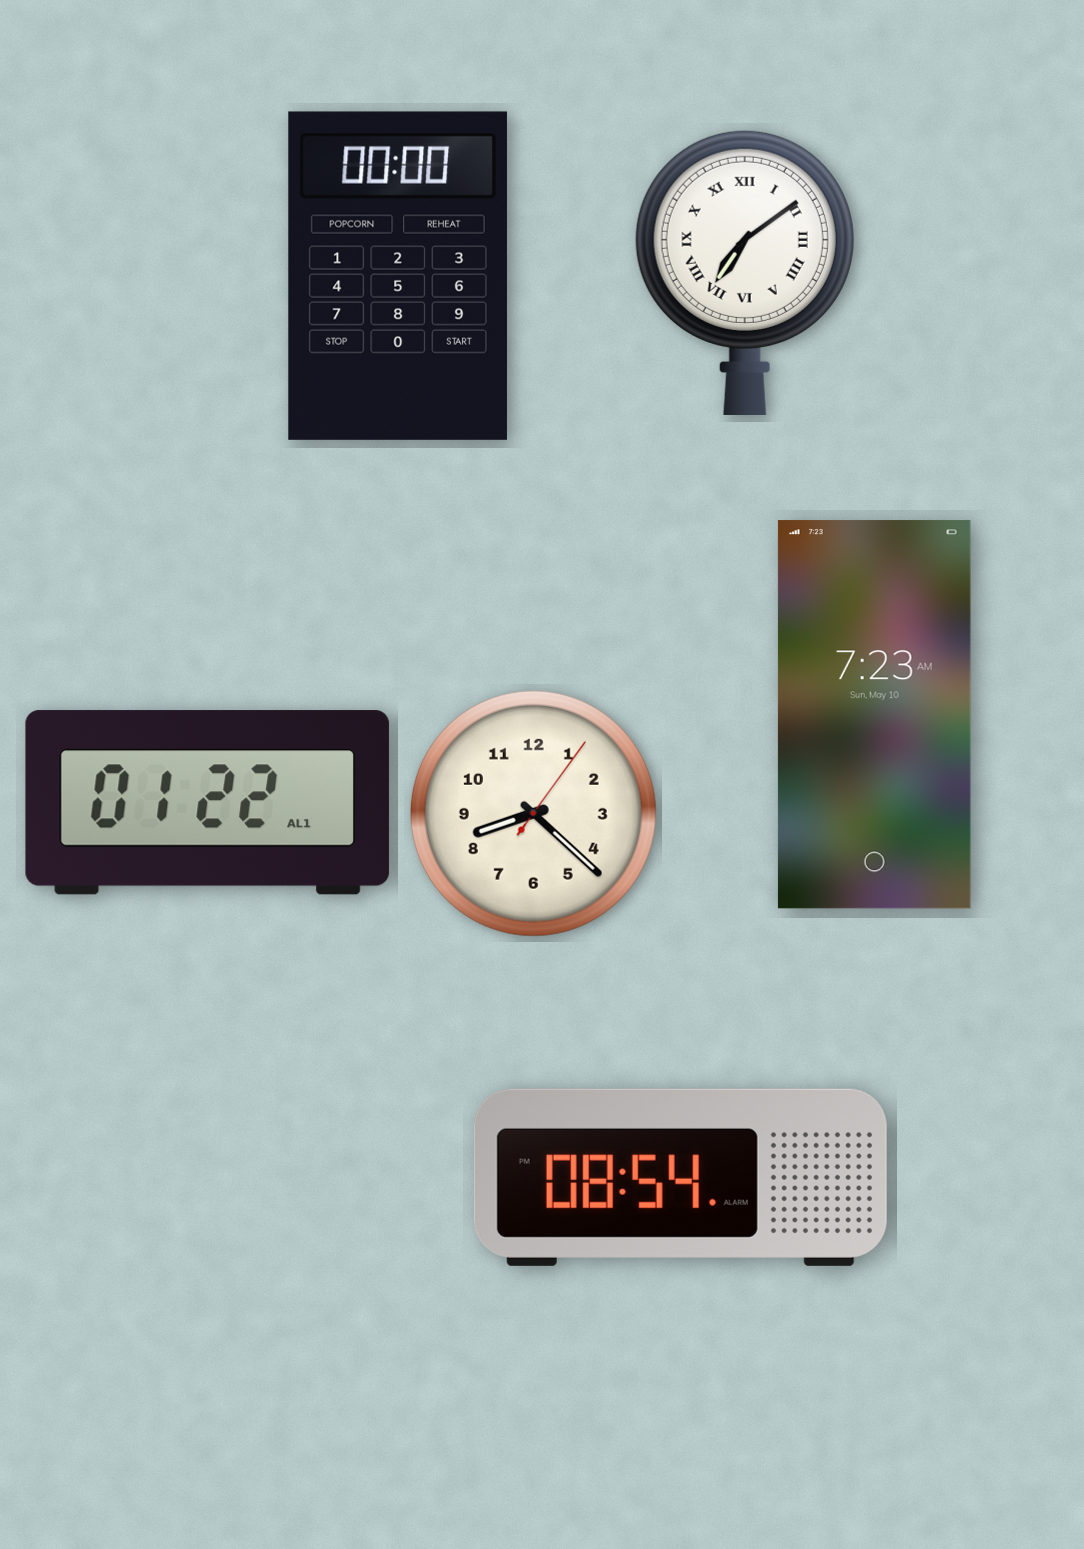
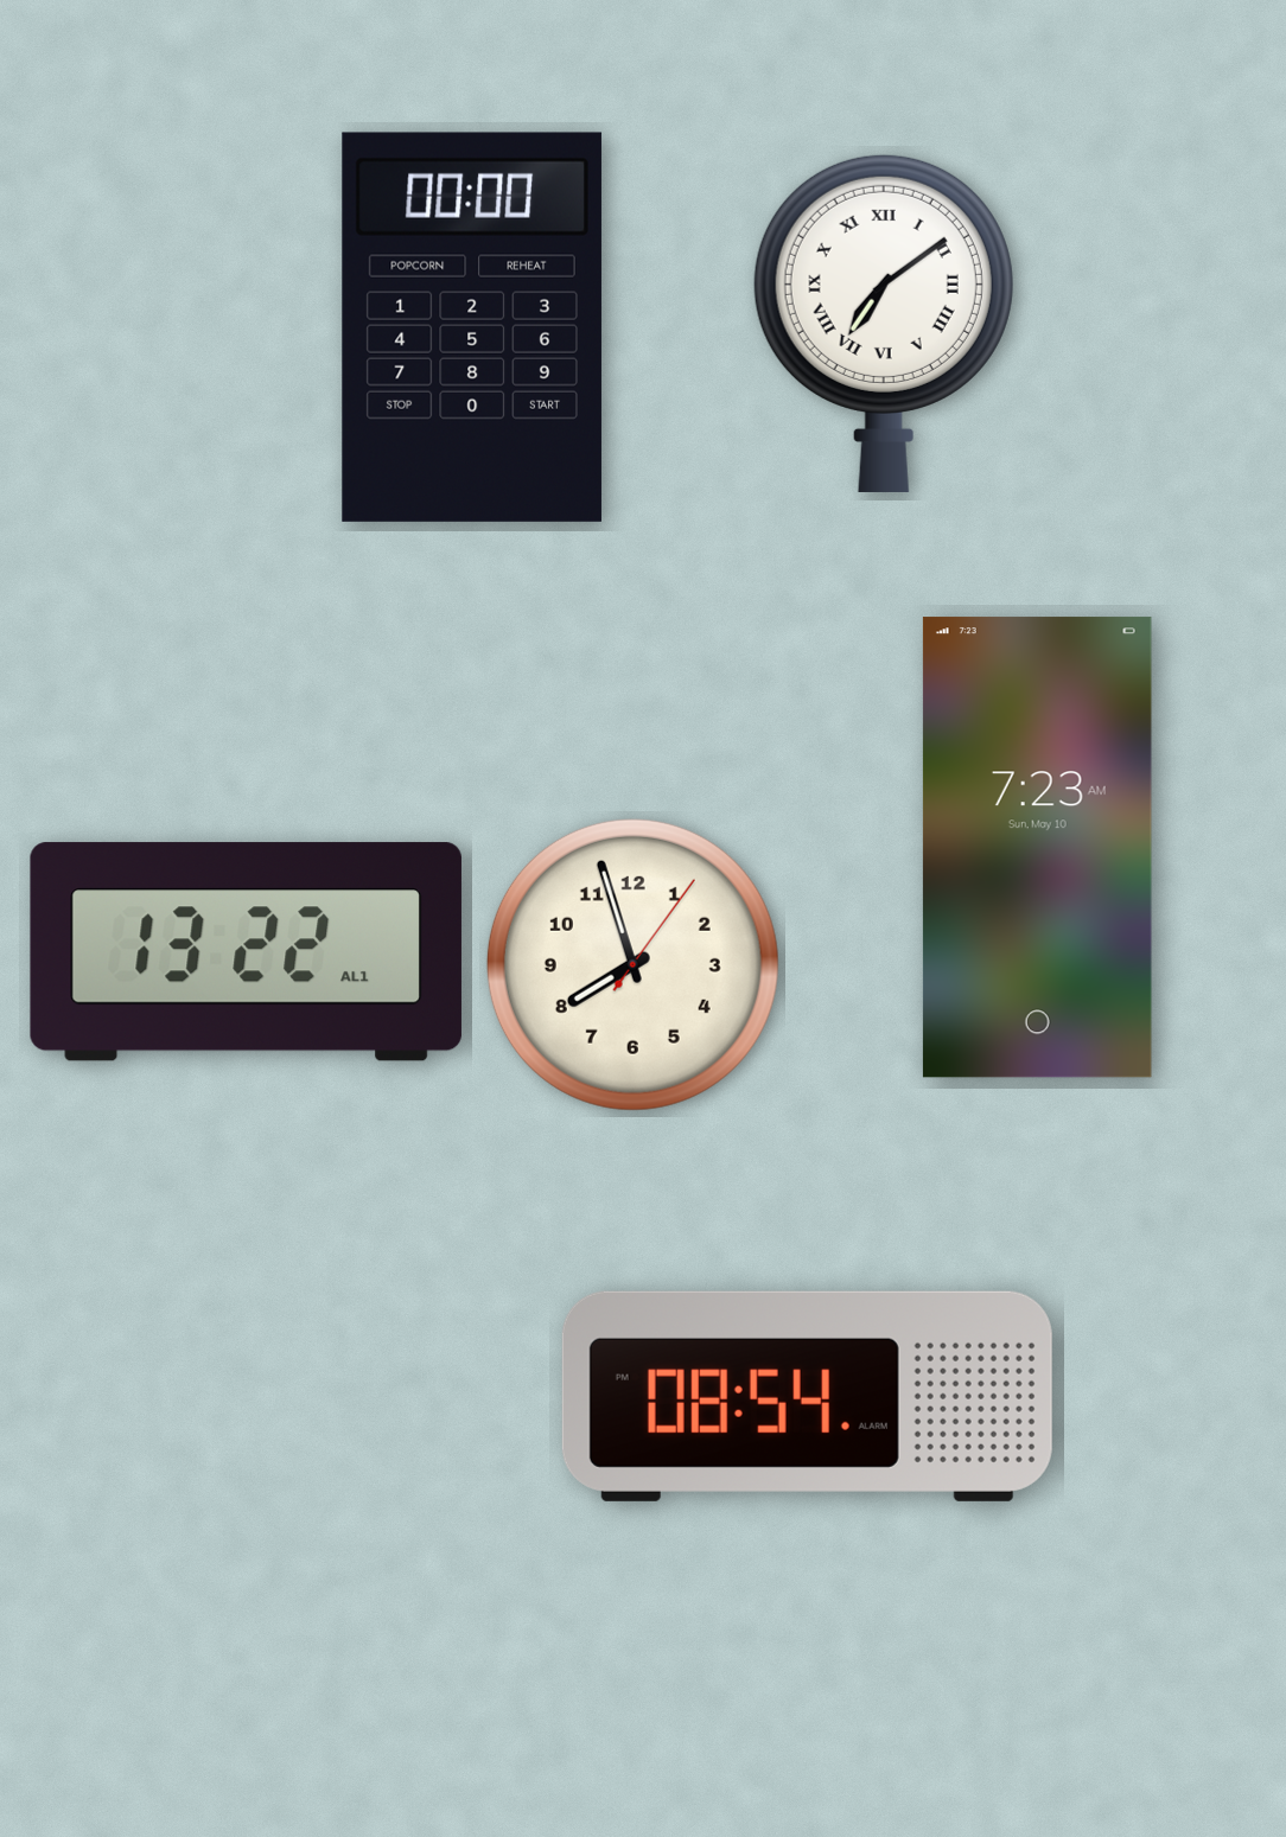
clock at (207, 803): 01:22 -> 13:22
clock at (533, 813): 8:22 -> 7:57
